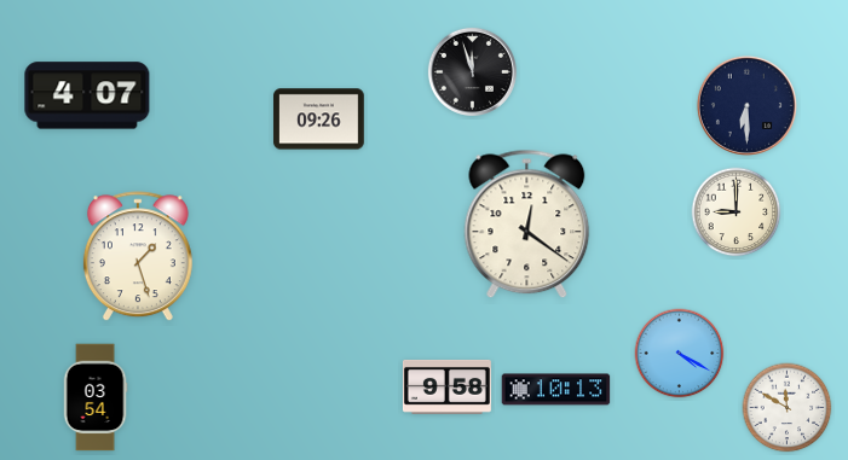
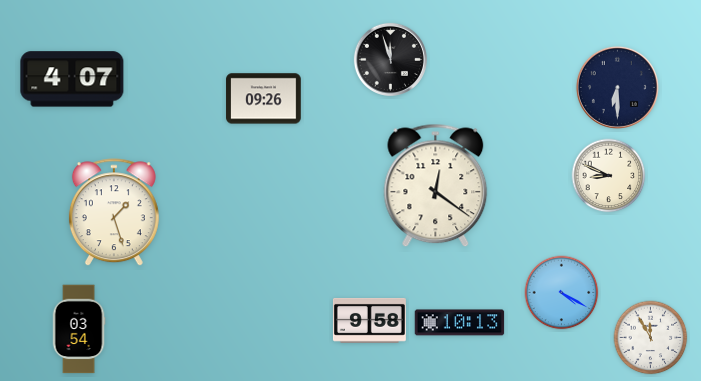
clock at (737, 212): 9:00 -> 8:49
clock at (788, 408): 11:50 -> 11:55
